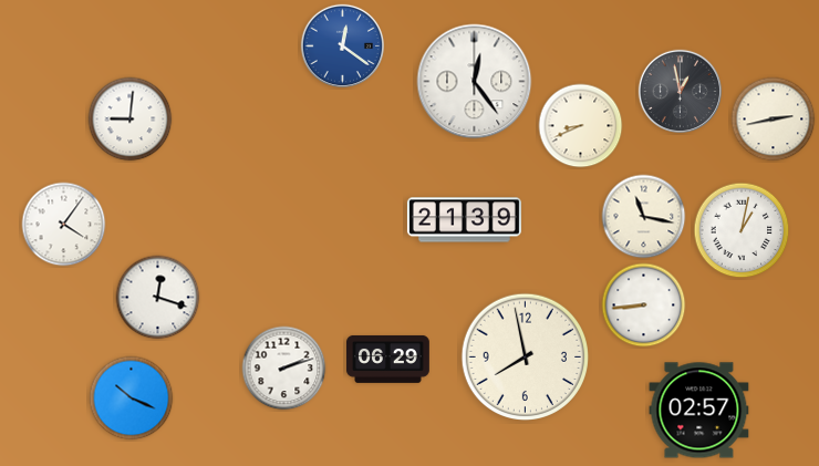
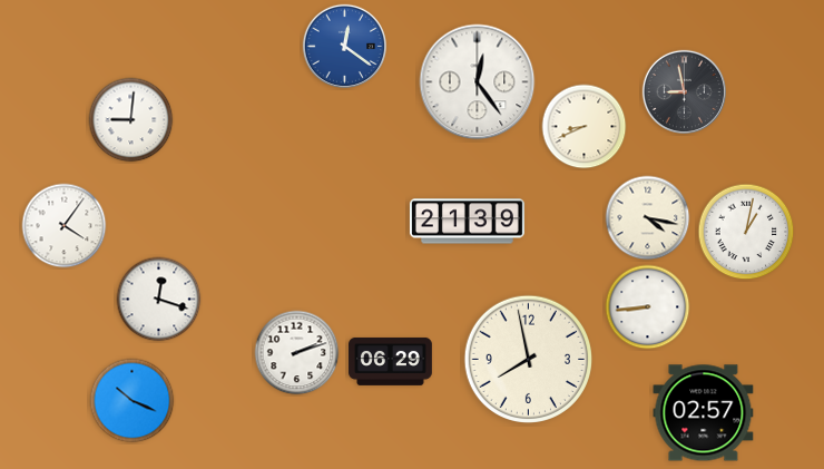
clock at (680, 91): 12:58 -> 8:58
clock at (774, 120): 2:43 -> none
clock at (644, 217): 11:17 -> 4:17
clock at (284, 369) position: (284, 369) -> (297, 353)
